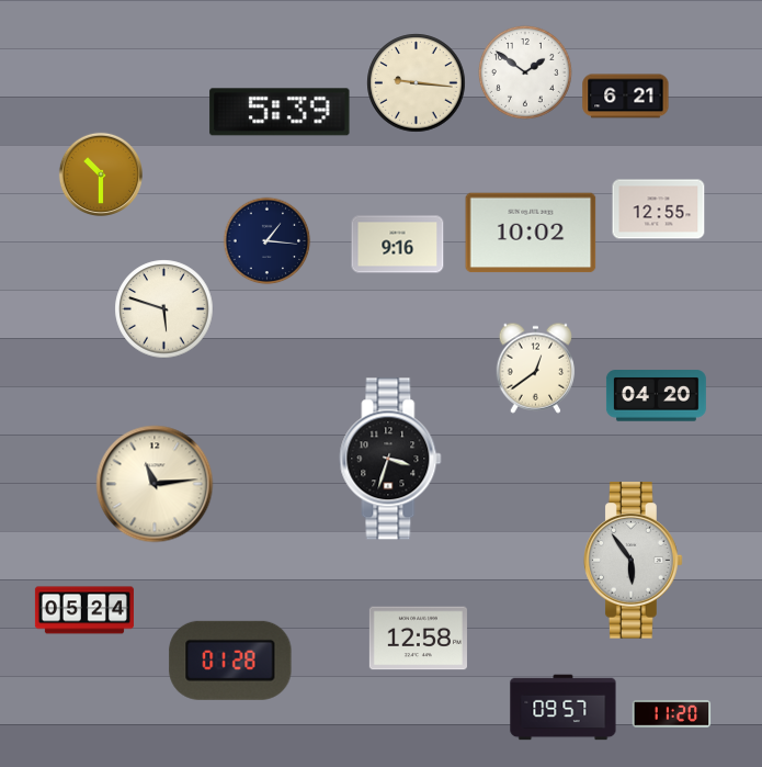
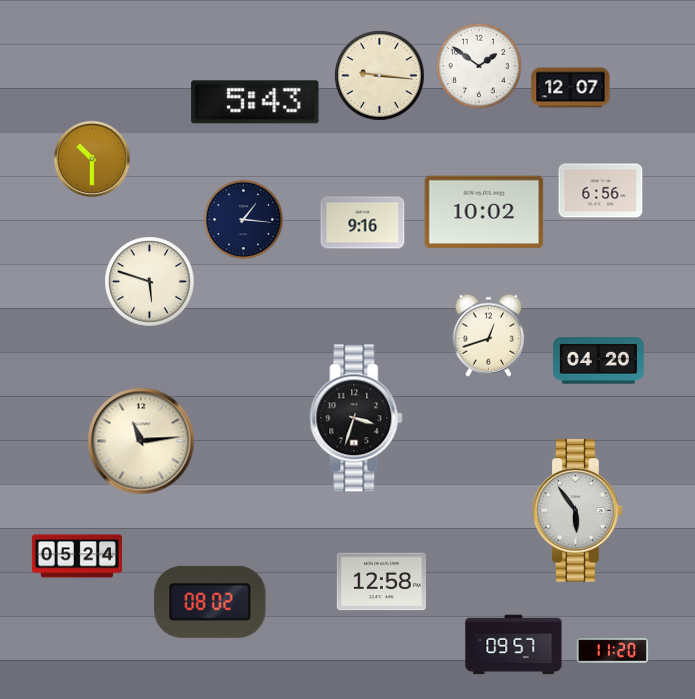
clock at (626, 97): 6:21 -> 12:07
clock at (280, 112): 5:39 -> 5:43
clock at (659, 210): 12:55 -> 6:56
clock at (536, 368): 12:39 -> 12:42
clock at (230, 661): 01:28 -> 08:02
